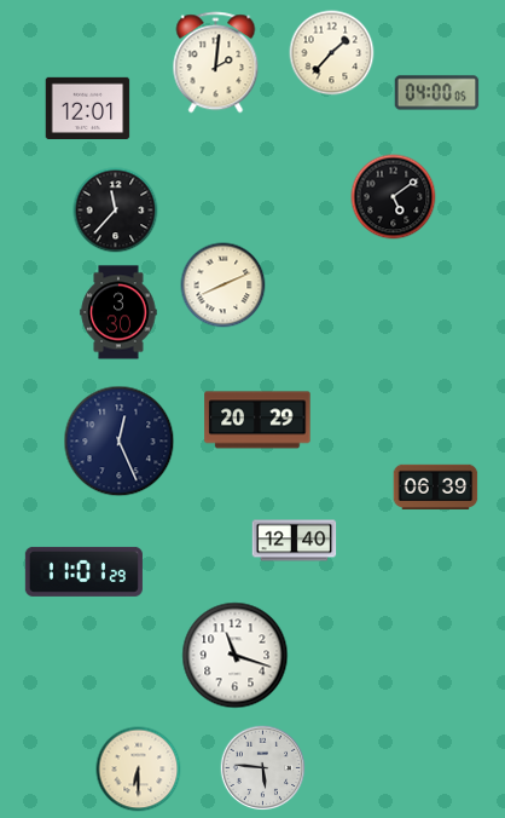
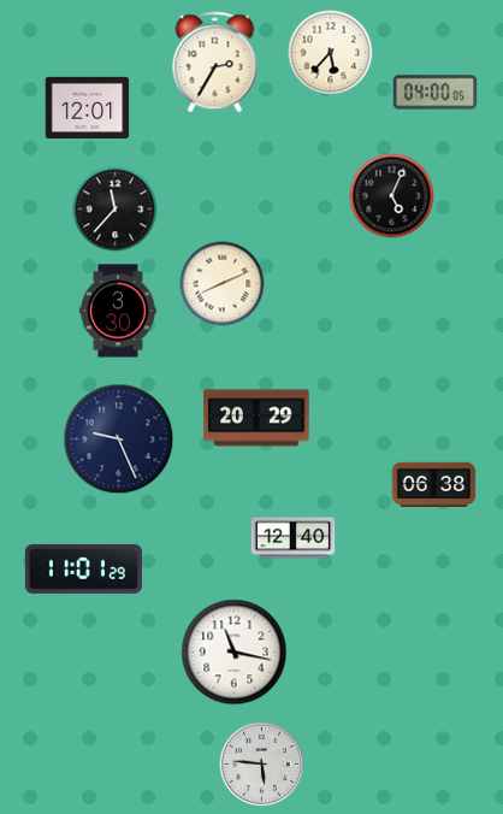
clock at (332, 53): 1:37 -> 5:37
clock at (216, 63): 2:01 -> 2:35
clock at (394, 197): 5:09 -> 5:04
clock at (120, 442): 12:26 -> 9:26
clock at (436, 486): 06:39 -> 06:38
clock at (236, 656): 11:18 -> 11:17
clock at (139, 770): 6:30 -> none
